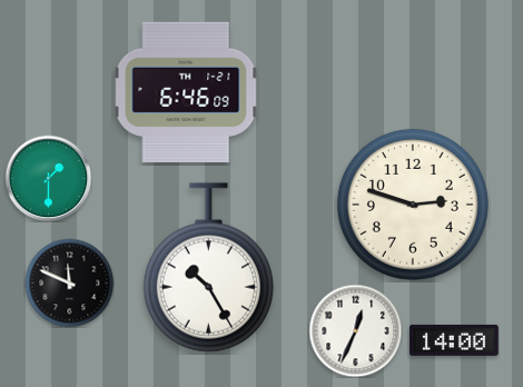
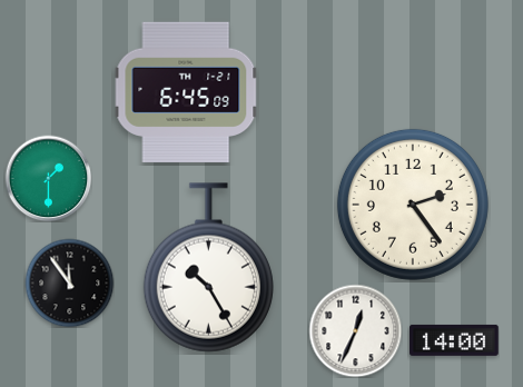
clock at (186, 91): 6:46 -> 6:45
clock at (413, 205): 2:48 -> 2:24
clock at (69, 282): 11:49 -> 11:54
